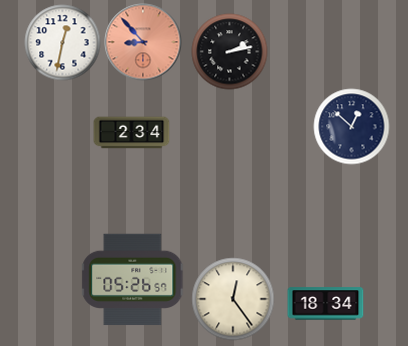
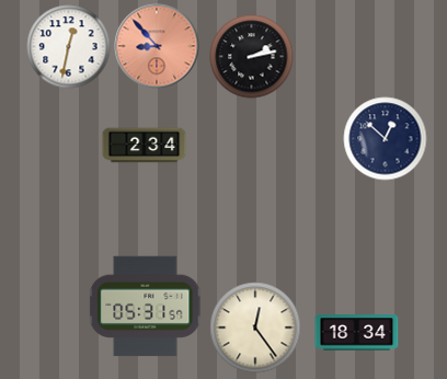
clock at (133, 280): 05:26 -> 05:31
